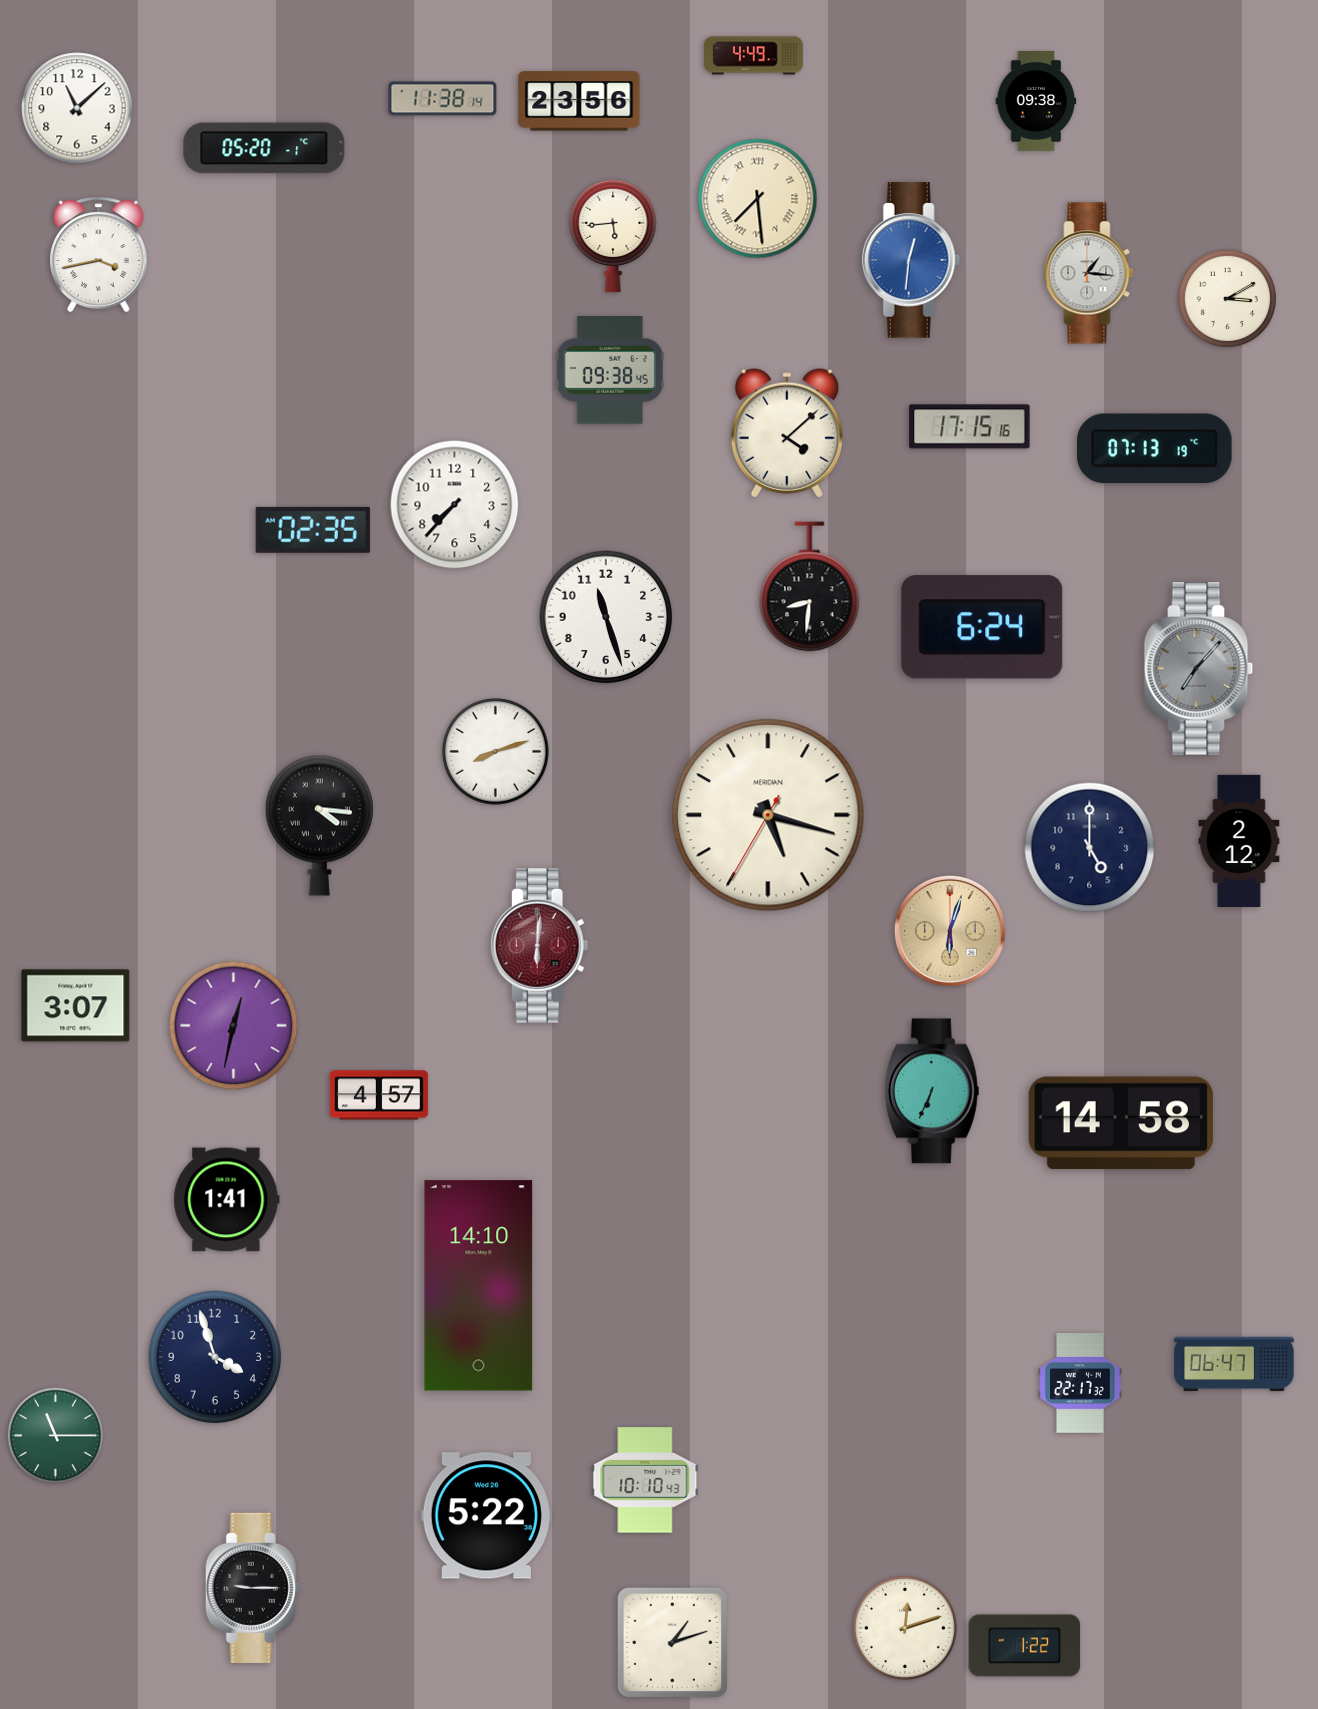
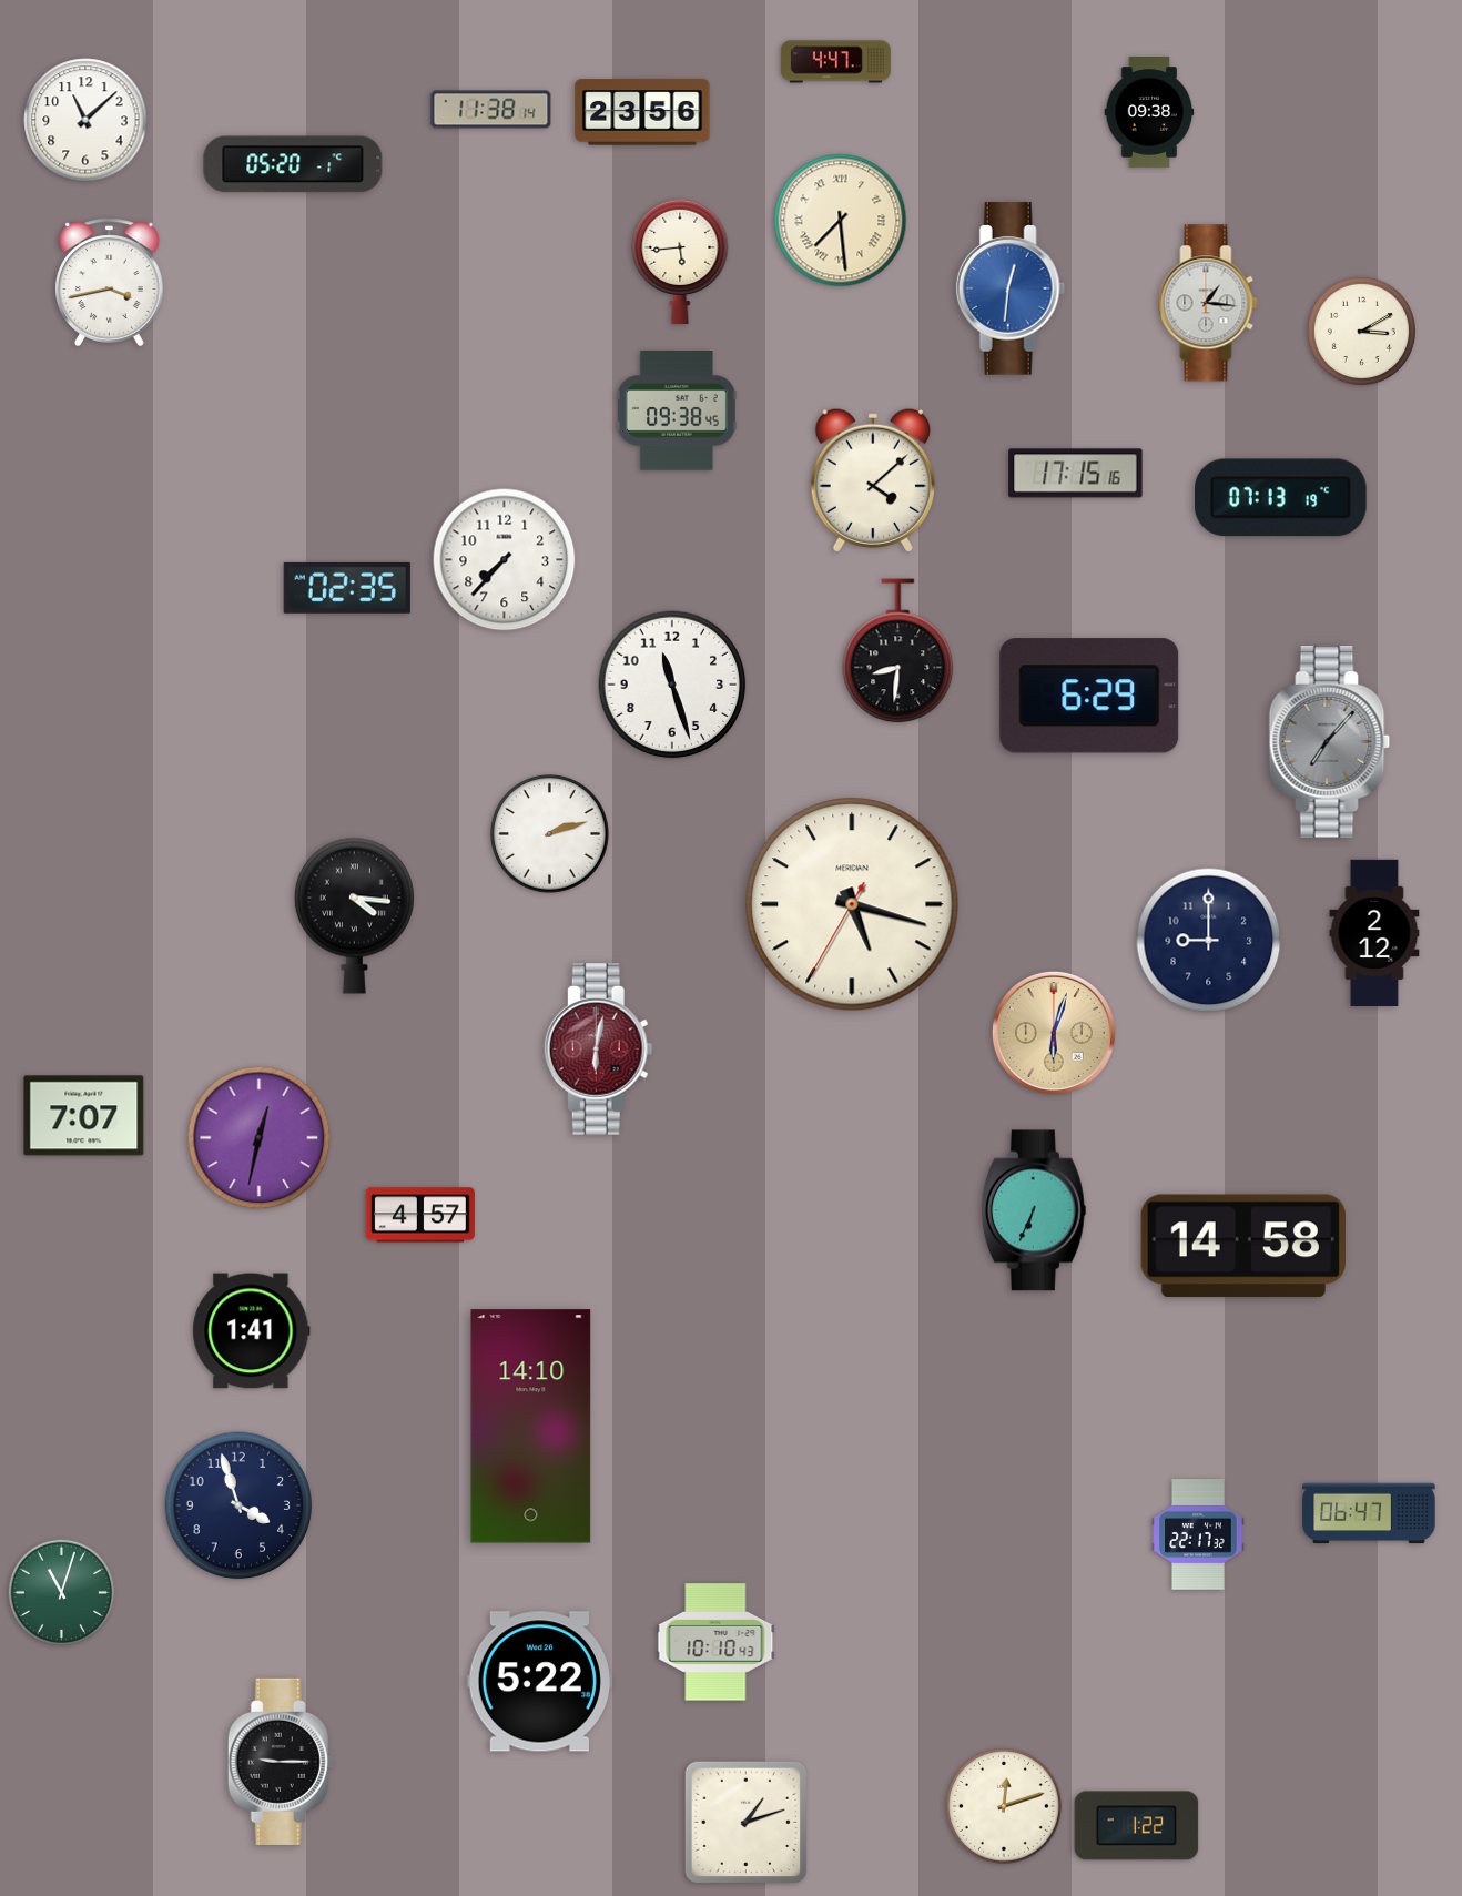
clock at (753, 56): 4:49 -> 4:47
clock at (982, 627): 6:24 -> 6:29
clock at (496, 752): 8:12 -> 2:12
clock at (1090, 848): 5:00 -> 9:00
clock at (539, 946): 6:01 -> 6:02
clock at (76, 1006): 3:07 -> 7:07
clock at (56, 1436): 11:15 -> 11:03
